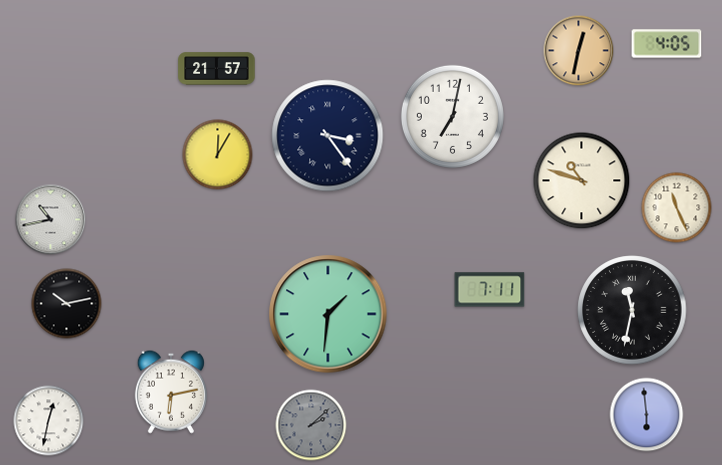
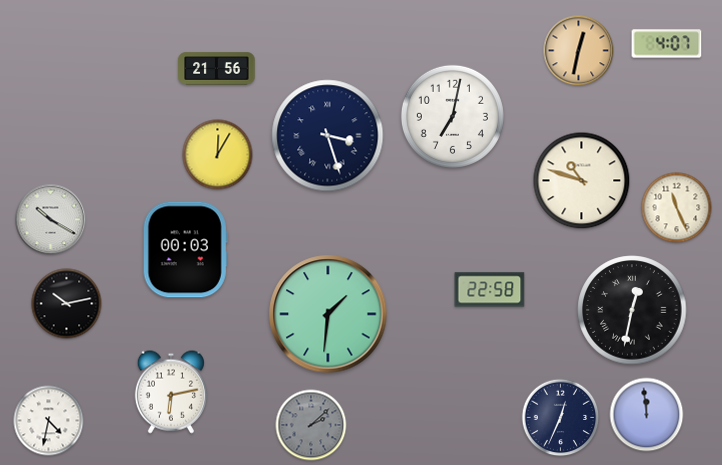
clock at (667, 44): 4:05 -> 4:07
clock at (217, 69): 21:57 -> 21:56
clock at (328, 136): 3:24 -> 3:27
clock at (51, 220): 10:43 -> 10:20
clock at (185, 250): none -> 00:03
clock at (490, 290): 7:11 -> 22:58
clock at (632, 310): 11:32 -> 12:32
clock at (647, 415): 5:59 -> 11:59
clock at (561, 418): none -> 12:34
clock at (49, 421): 12:32 -> 4:32
